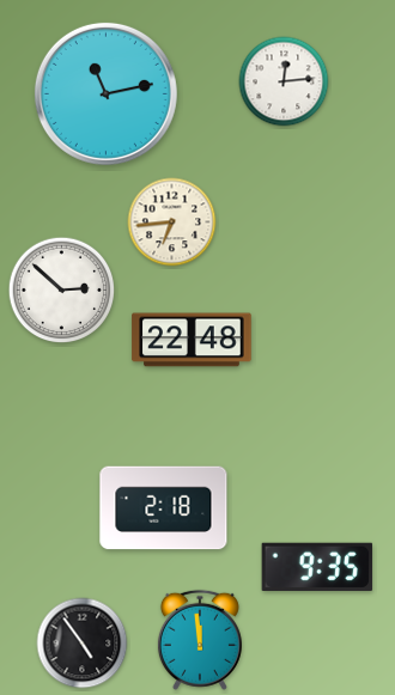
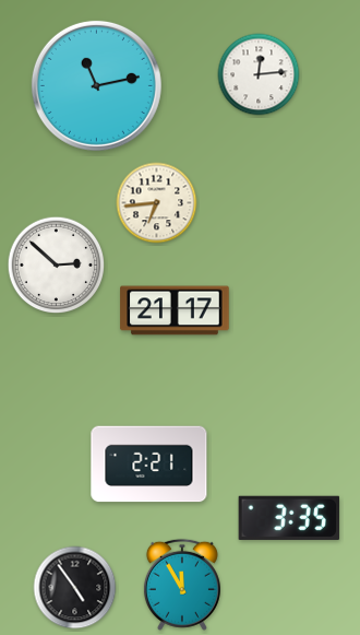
clock at (192, 340): 22:48 -> 21:17
clock at (164, 508): 2:18 -> 2:21
clock at (317, 567): 9:35 -> 3:35
clock at (200, 640): 11:59 -> 11:55
